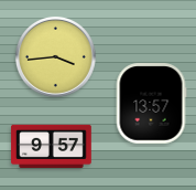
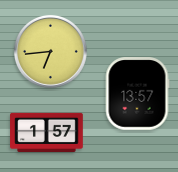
clock at (55, 56): 3:44 -> 6:44
clock at (52, 146): 9:57 -> 1:57
